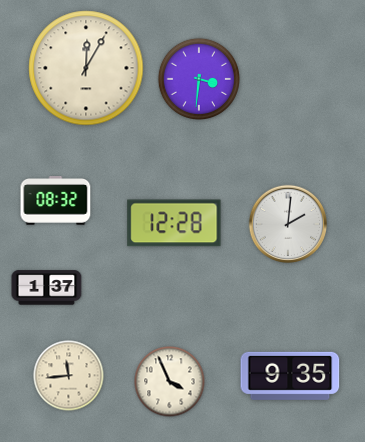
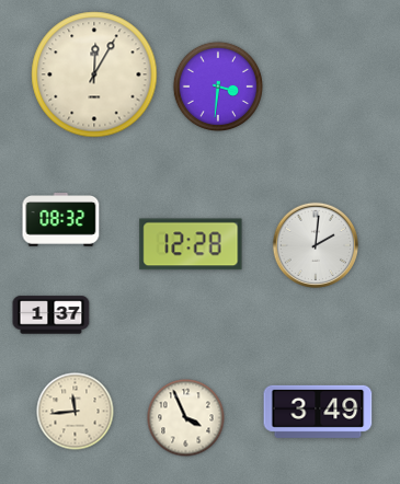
clock at (290, 376): 9:35 -> 3:49
